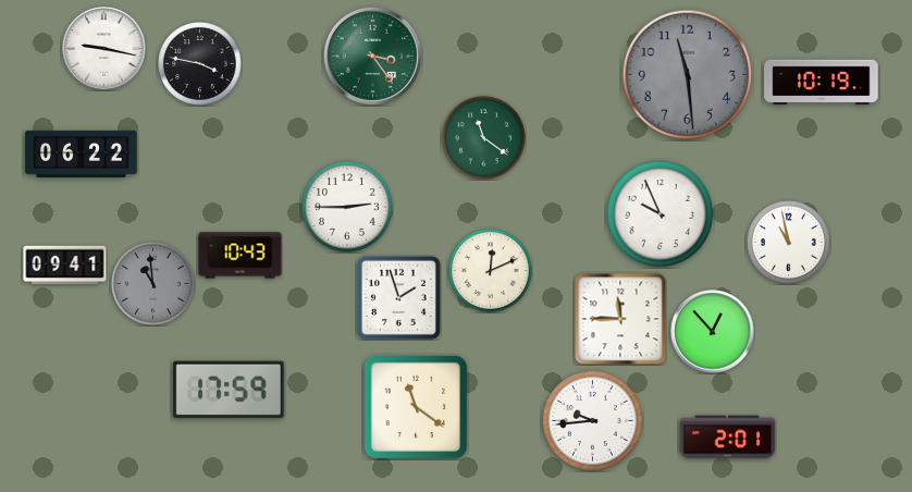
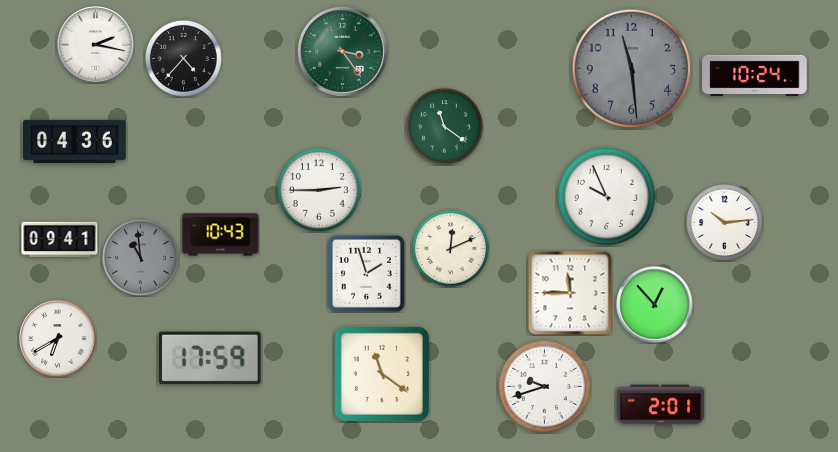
clock at (104, 49): 9:17 -> 2:17
clock at (200, 64): 3:47 -> 4:37
clock at (822, 82): 10:19 -> 10:24
clock at (82, 153): 06:22 -> 04:36
clock at (789, 243): 10:58 -> 10:14
clock at (65, 266) position: (65, 266) -> (60, 240)
clock at (153, 284) position: (153, 284) -> (141, 258)
clock at (58, 339): none -> 6:40
clock at (592, 420): 9:44 -> 9:42
clock at (728, 438) position: (728, 438) -> (661, 405)
